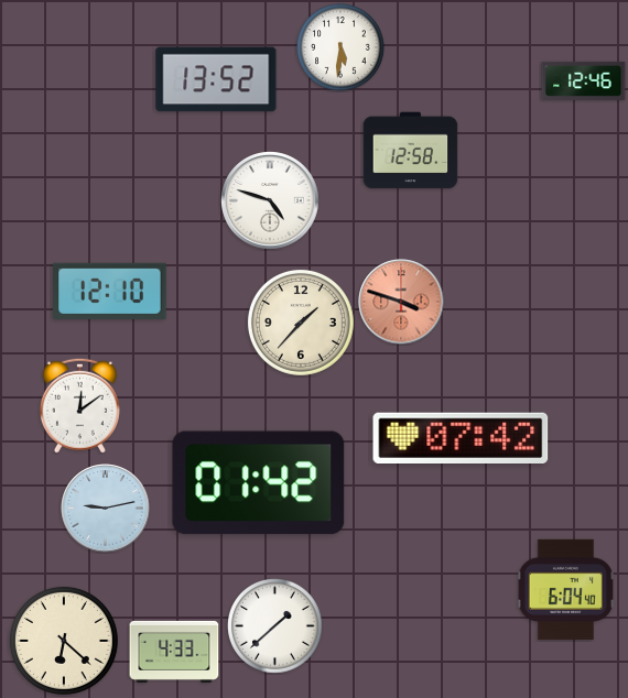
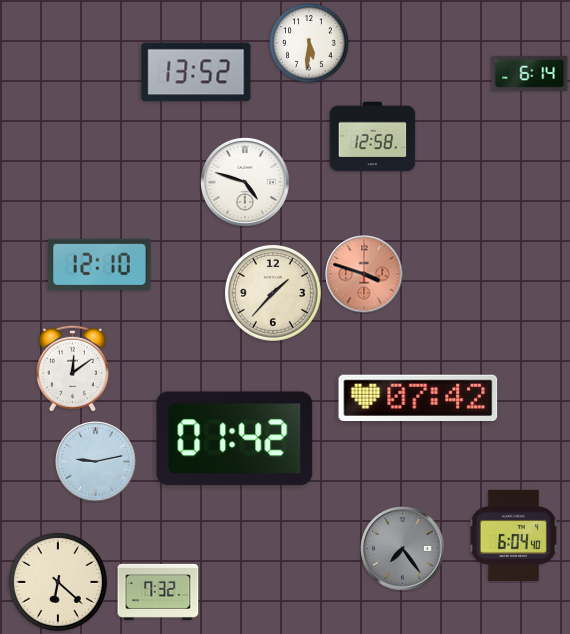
clock at (584, 80): 12:46 -> 6:14
clock at (403, 549): none -> 7:24
clock at (275, 626): 1:38 -> none
clock at (174, 652): 4:33 -> 7:32
